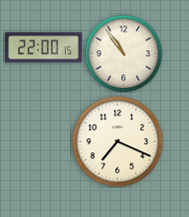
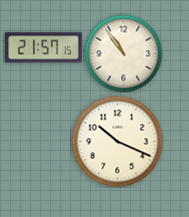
clock at (44, 48): 22:00 -> 21:57
clock at (117, 141): 7:19 -> 10:19
